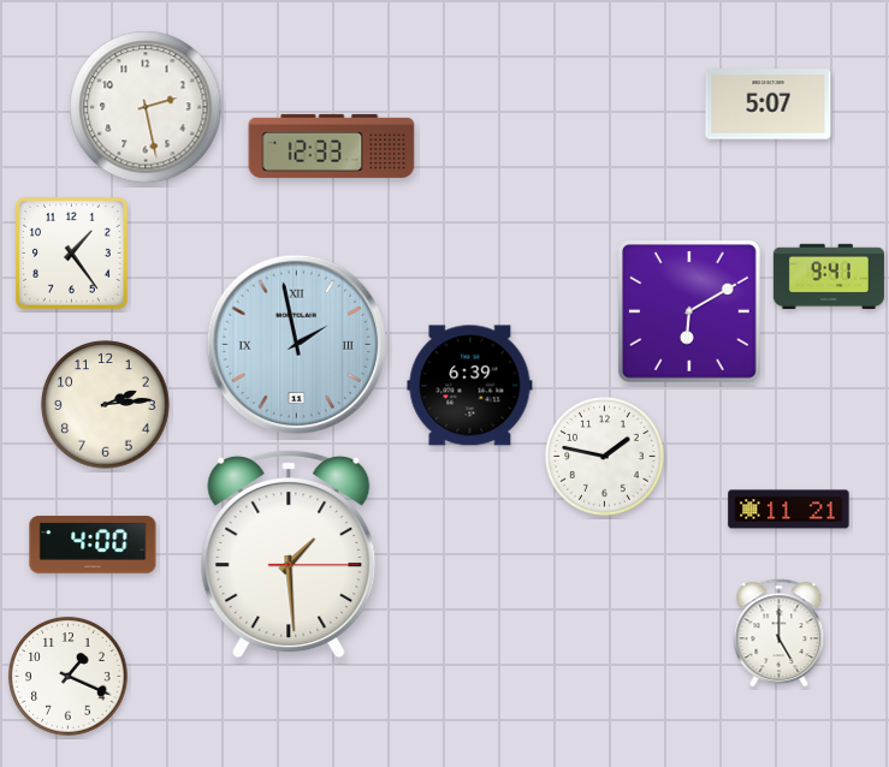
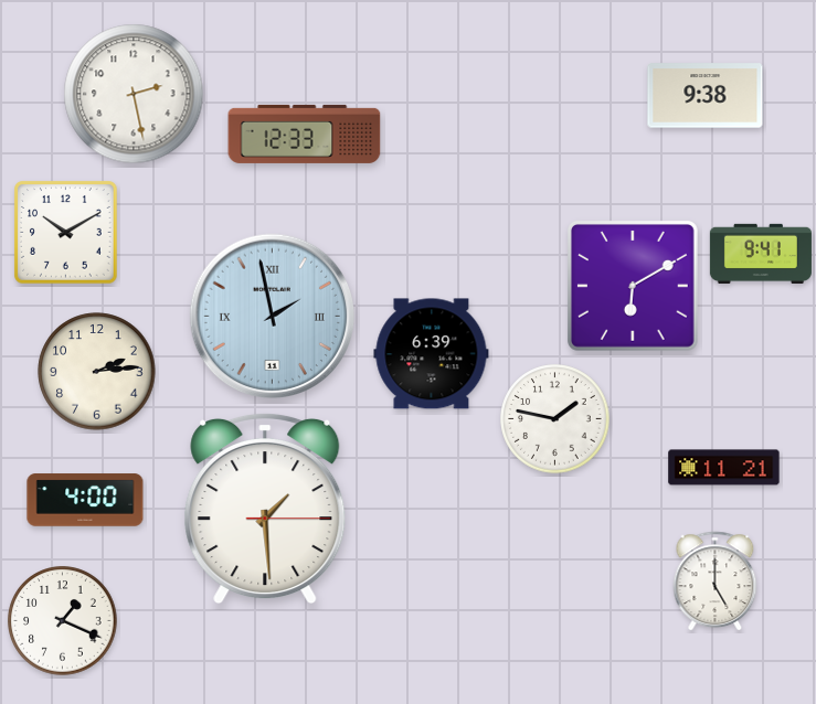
clock at (769, 105): 5:07 -> 9:38
clock at (146, 107) position: (146, 107) -> (134, 94)
clock at (72, 254): 1:24 -> 10:10
